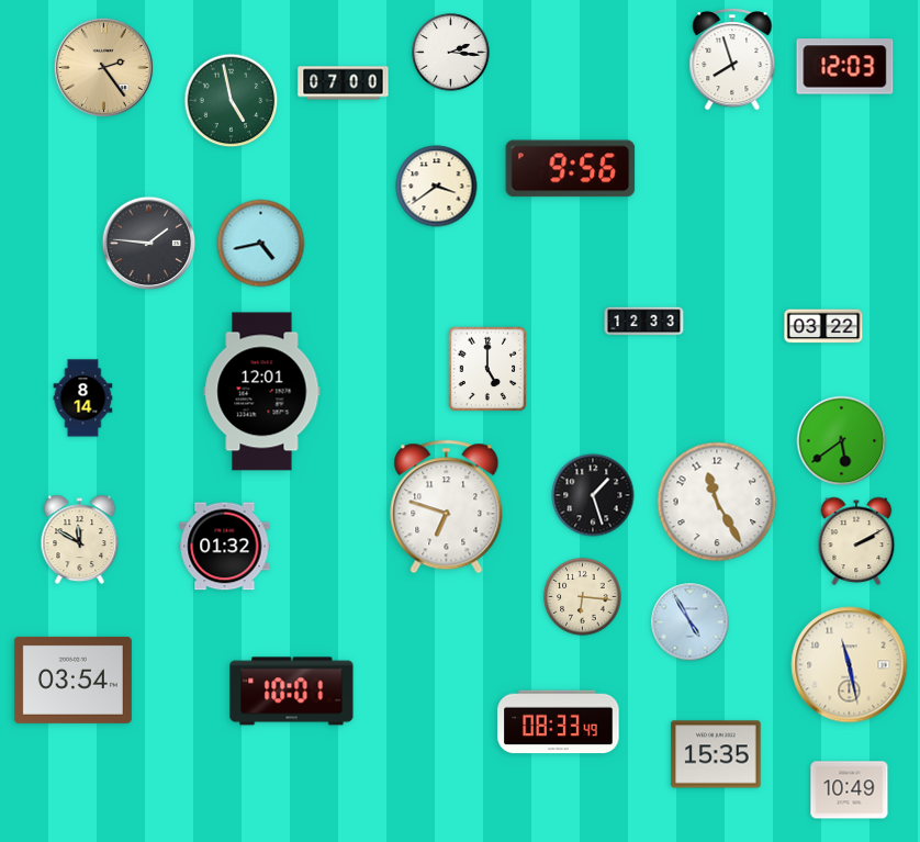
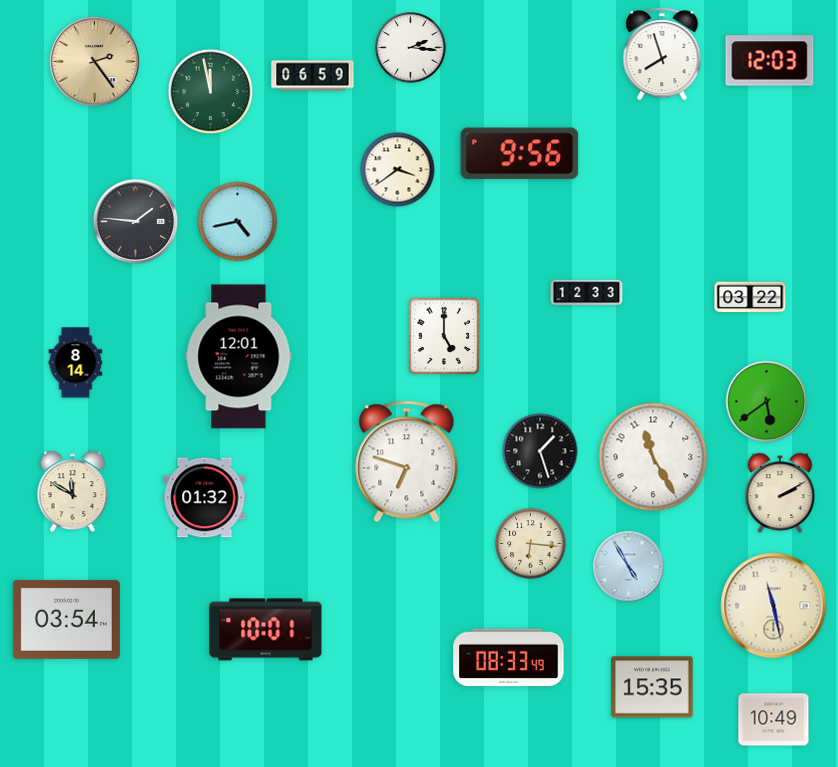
clock at (732, 59) position: (732, 59) -> (662, 54)
clock at (344, 83): 07:00 -> 06:59
clock at (232, 101): 4:58 -> 11:58
